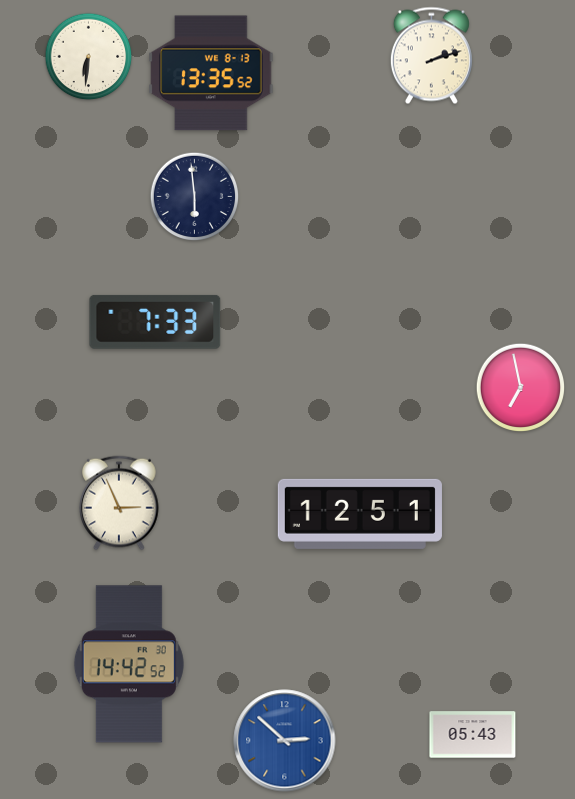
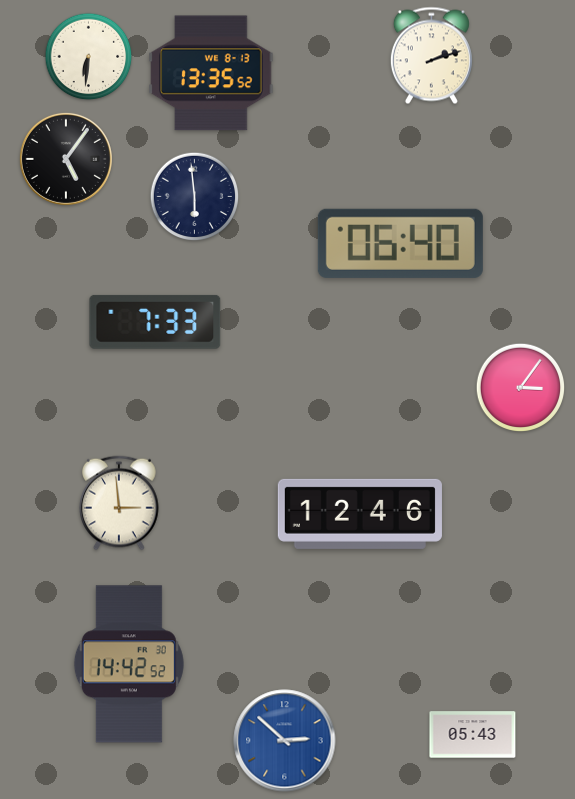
clock at (66, 159): none -> 5:06
clock at (400, 243): none -> 06:40
clock at (521, 388): 6:58 -> 3:06
clock at (120, 503): 2:56 -> 2:59
clock at (360, 514): 12:51 -> 12:46
